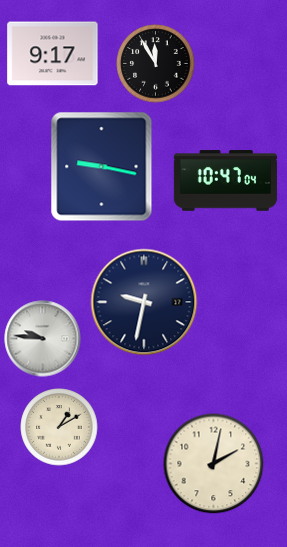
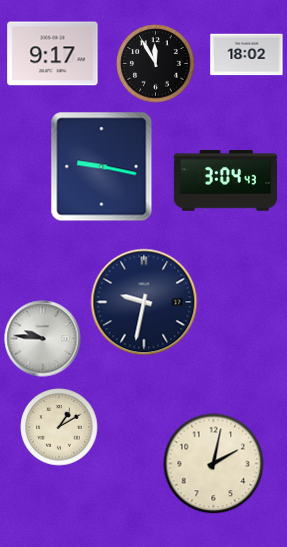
clock at (247, 55): none -> 18:02
clock at (225, 181): 10:47 -> 3:04
